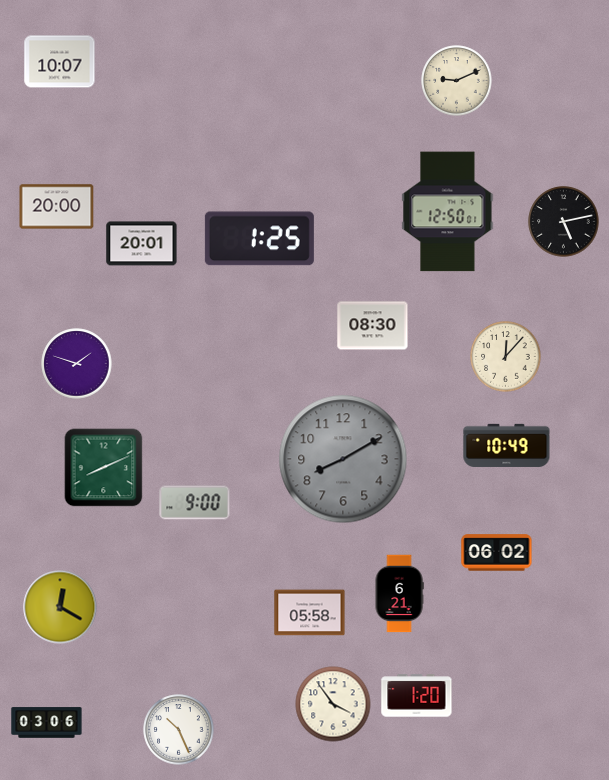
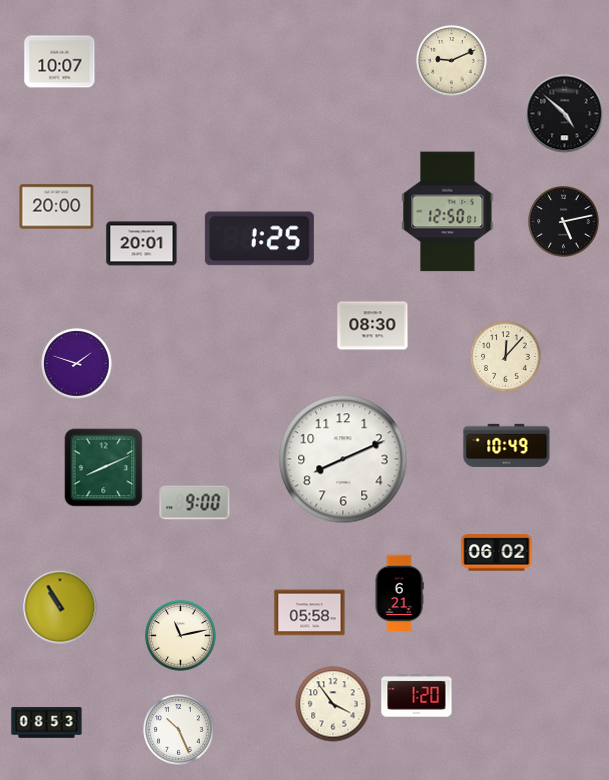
clock at (457, 81) position: (457, 81) -> (452, 61)
clock at (565, 114): none -> 4:52
clock at (343, 459): 8:10 -> 8:11
clock at (343, 459) dial: grey -> white
clock at (60, 607): 12:20 -> 10:55
clock at (181, 636): none -> 11:13
clock at (47, 723): 03:06 -> 08:53
